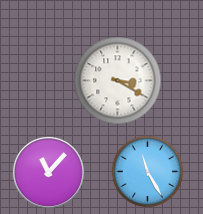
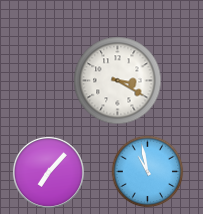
clock at (48, 172): 11:07 -> 7:07
clock at (148, 172): 11:25 -> 10:58
